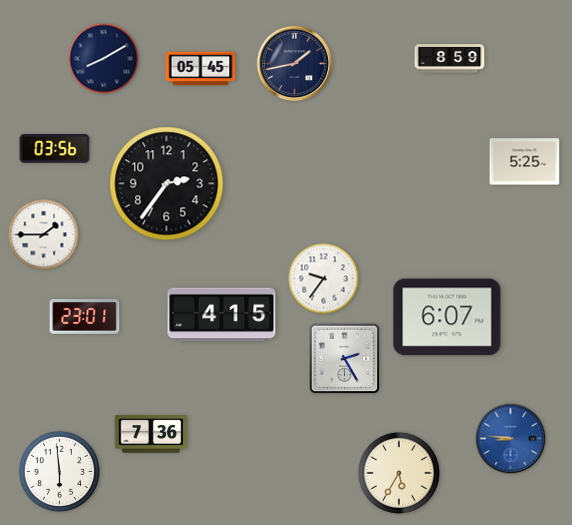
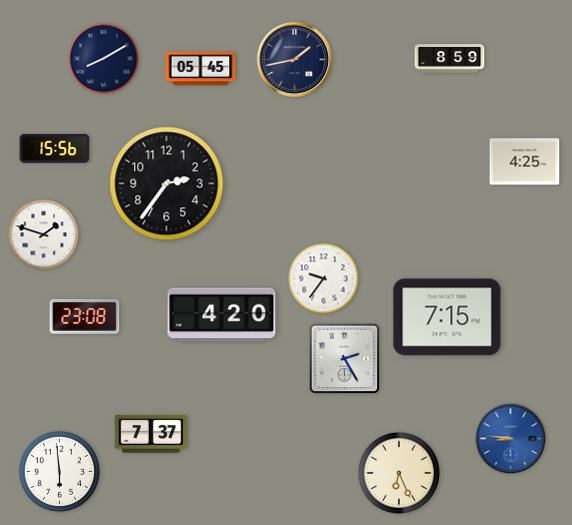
clock at (295, 64) position: (295, 64) -> (295, 60)
clock at (55, 149): 03:56 -> 15:56
clock at (525, 162): 5:25 -> 4:25
clock at (44, 235): 1:45 -> 1:48
clock at (222, 315): 4:15 -> 4:20
clock at (85, 317): 23:01 -> 23:08
clock at (447, 317): 6:07 -> 7:15
clock at (151, 434): 7:36 -> 7:37
clock at (399, 473): 5:35 -> 6:26
